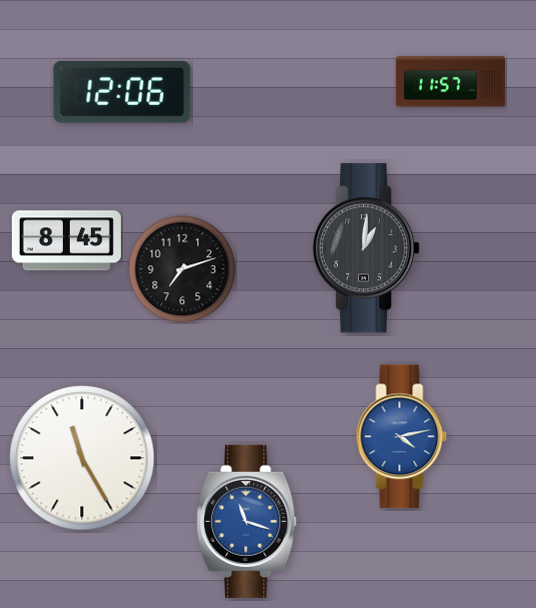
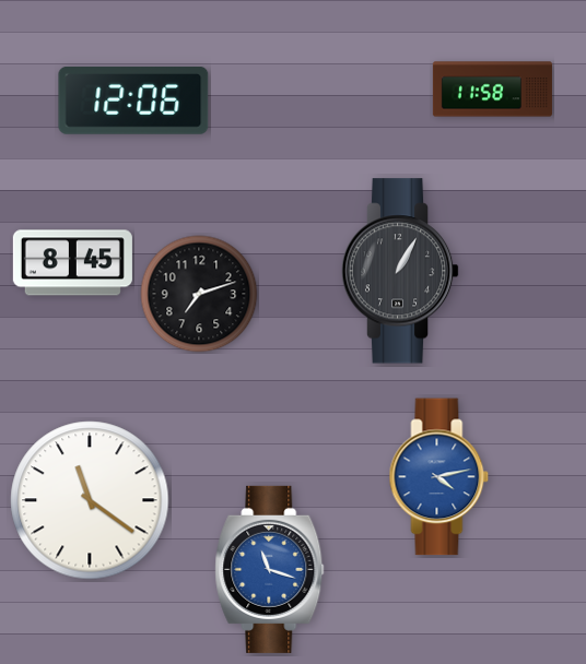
clock at (450, 82): 11:57 -> 11:58
clock at (366, 248): 1:01 -> 1:05
clock at (82, 458): 11:25 -> 11:21
